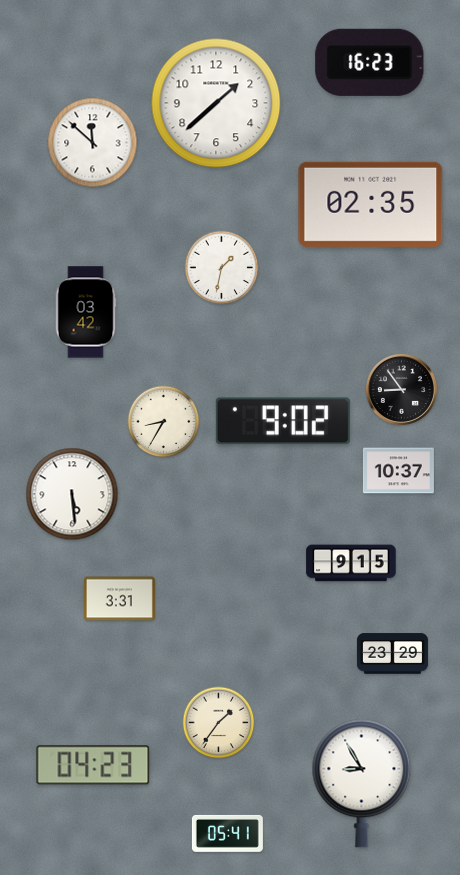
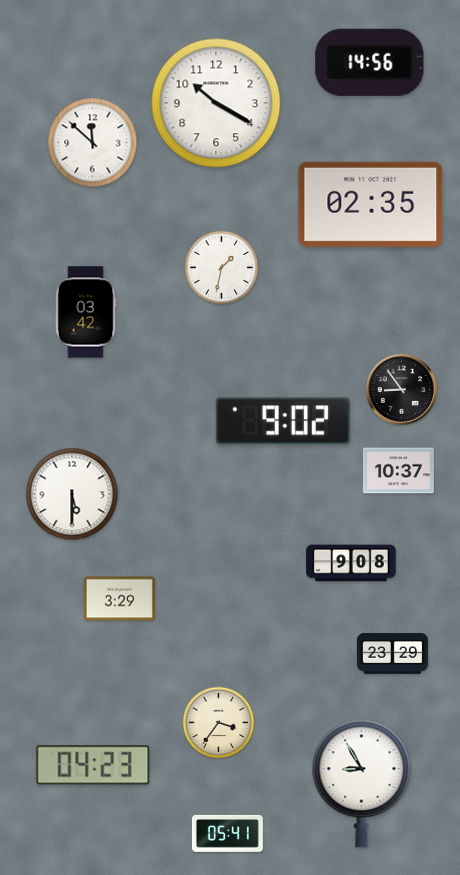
clock at (370, 62): 16:23 -> 14:56
clock at (216, 103): 1:38 -> 10:20
clock at (164, 422): 8:35 -> none
clock at (72, 494): 5:29 -> 5:30
clock at (351, 563): 9:15 -> 9:08
clock at (119, 599): 3:31 -> 3:29
clock at (219, 723): 1:36 -> 3:36
